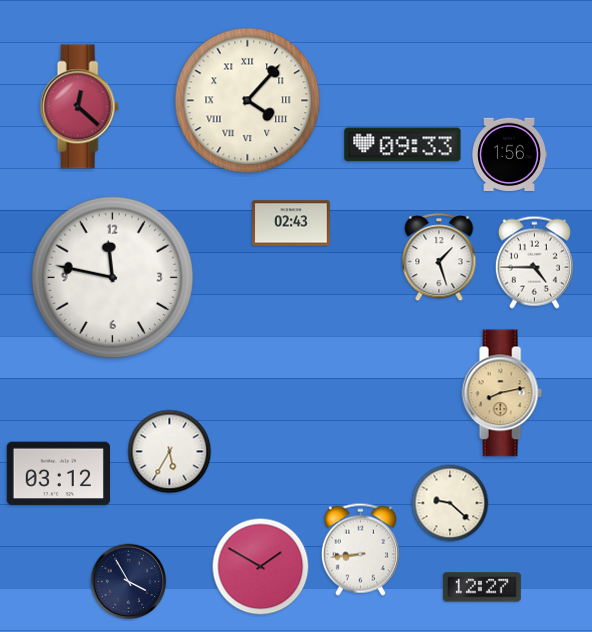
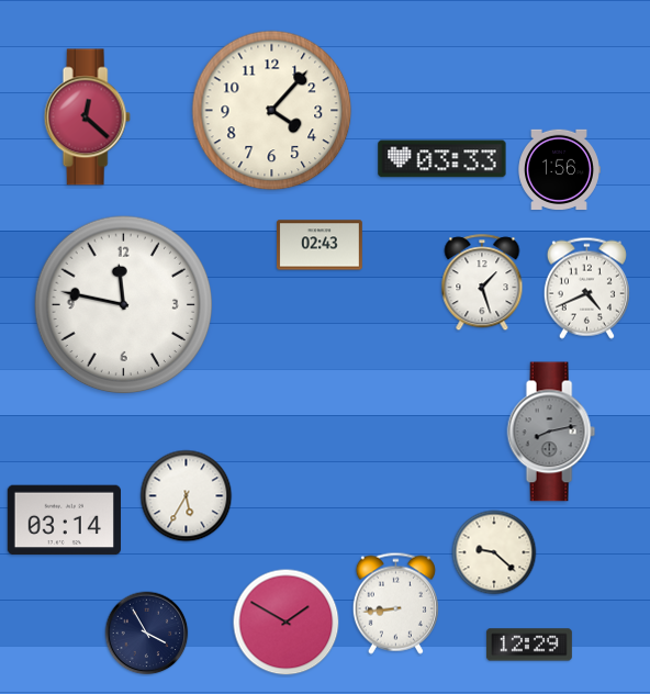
clock at (248, 101) numerals: Roman -> Arabic
clock at (403, 145): 09:33 -> 03:33
clock at (534, 262): 4:45 -> 4:41
clock at (502, 393) dial: champagne -> grey
clock at (58, 474): 03:12 -> 03:14
clock at (129, 582) position: (129, 582) -> (147, 634)
clock at (482, 587): 12:27 -> 12:29
